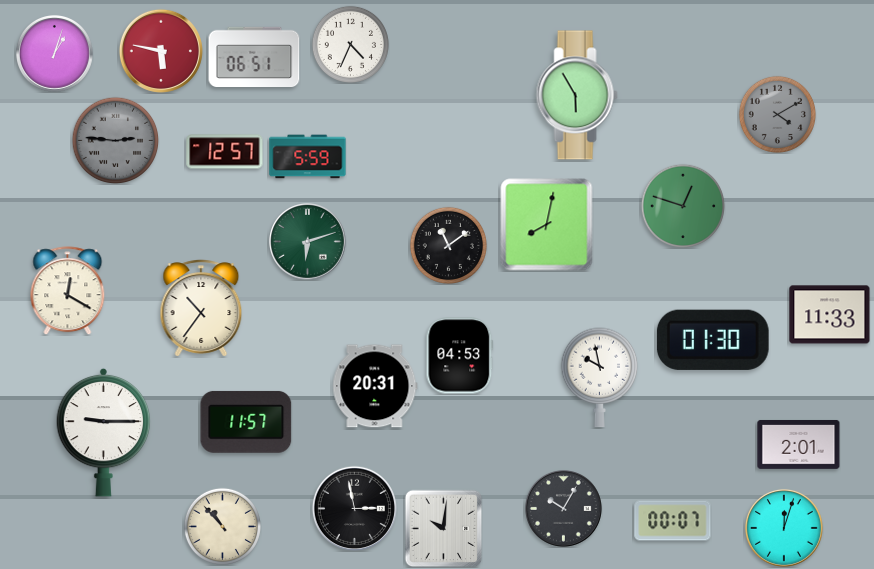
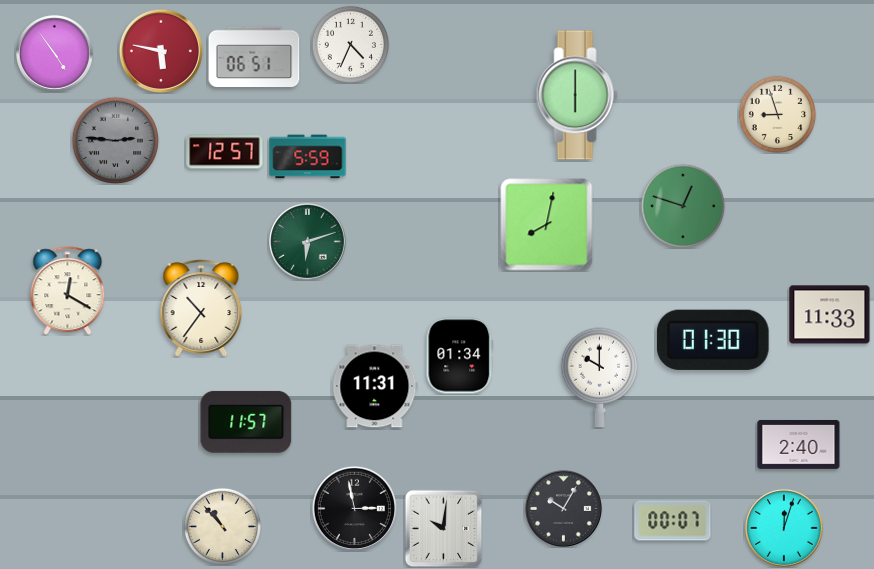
clock at (55, 54): 1:03 -> 4:54
clock at (577, 95): 5:55 -> 6:00
clock at (777, 114): 4:10 -> 8:57
clock at (777, 114) dial: grey -> cream
clock at (448, 245): 11:09 -> none
clock at (460, 356): 04:53 -> 01:34
clock at (600, 378): 9:58 -> 10:00
clock at (375, 386): 20:31 -> 11:31
clock at (104, 432): 9:15 -> none
clock at (799, 445): 2:01 -> 2:40
